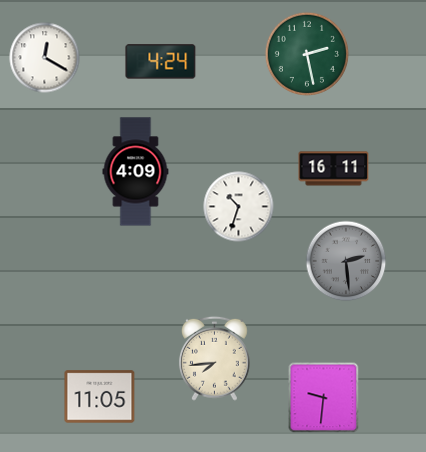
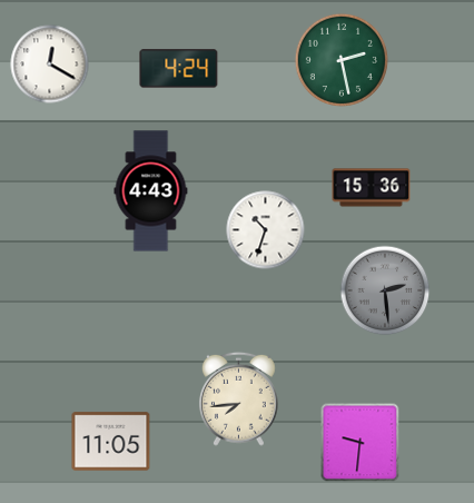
clock at (334, 169): 16:11 -> 15:36
clock at (136, 172): 4:09 -> 4:43
